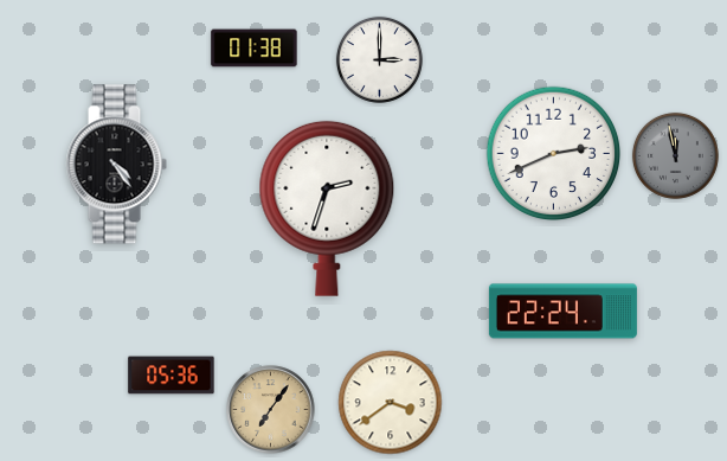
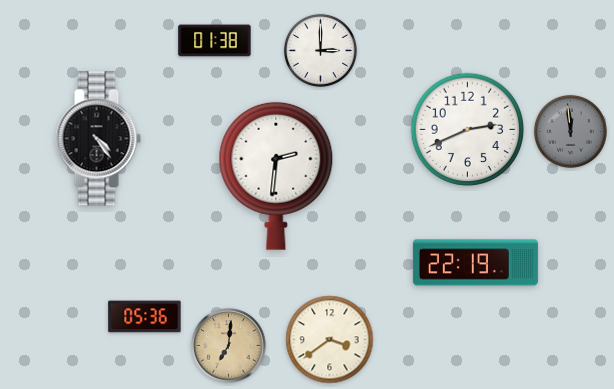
clock at (675, 155): 11:58 -> 11:59
clock at (327, 209): 2:33 -> 2:31
clock at (562, 312): 22:24 -> 22:19
clock at (271, 410): 7:06 -> 7:01
